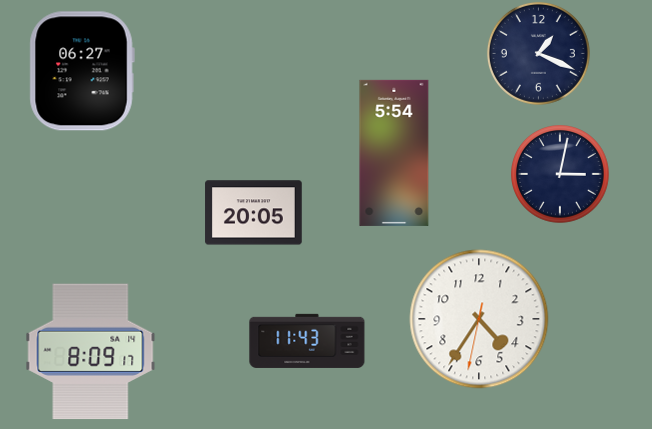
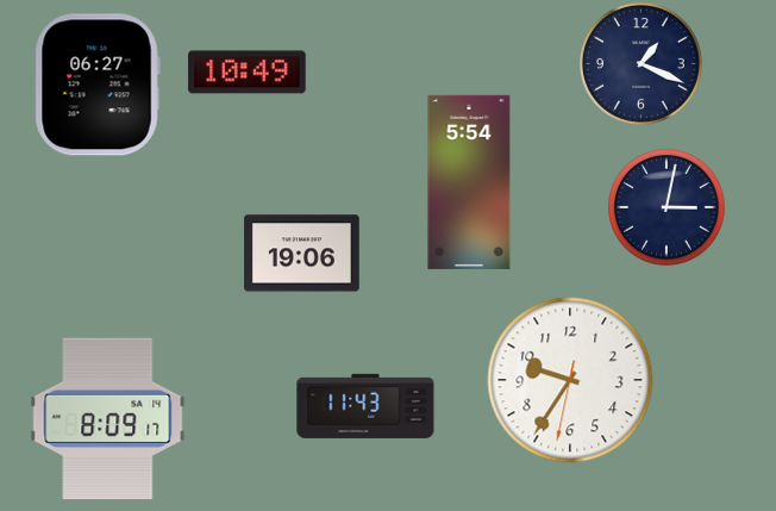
clock at (248, 73): none -> 10:49
clock at (254, 213): 20:05 -> 19:06
clock at (479, 319): 4:35 -> 9:35
